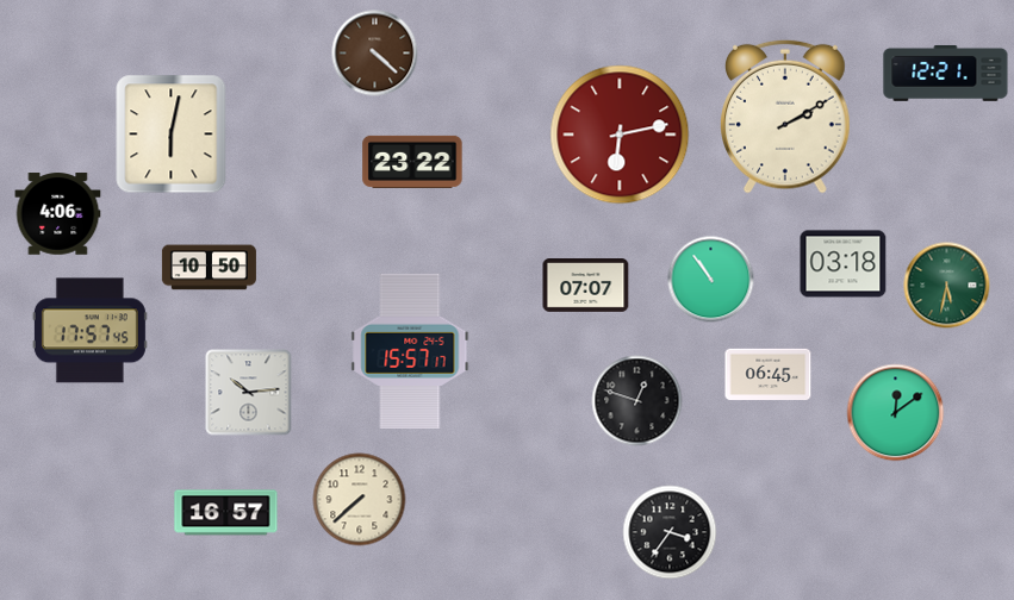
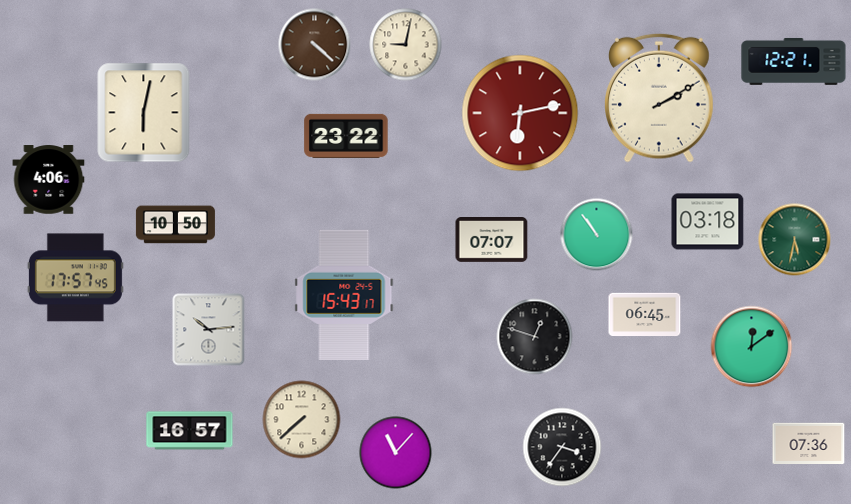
clock at (406, 45): none -> 9:02
clock at (410, 351): 15:57 -> 15:43
clock at (809, 443): none -> 07:36
clock at (396, 453): none -> 11:07
